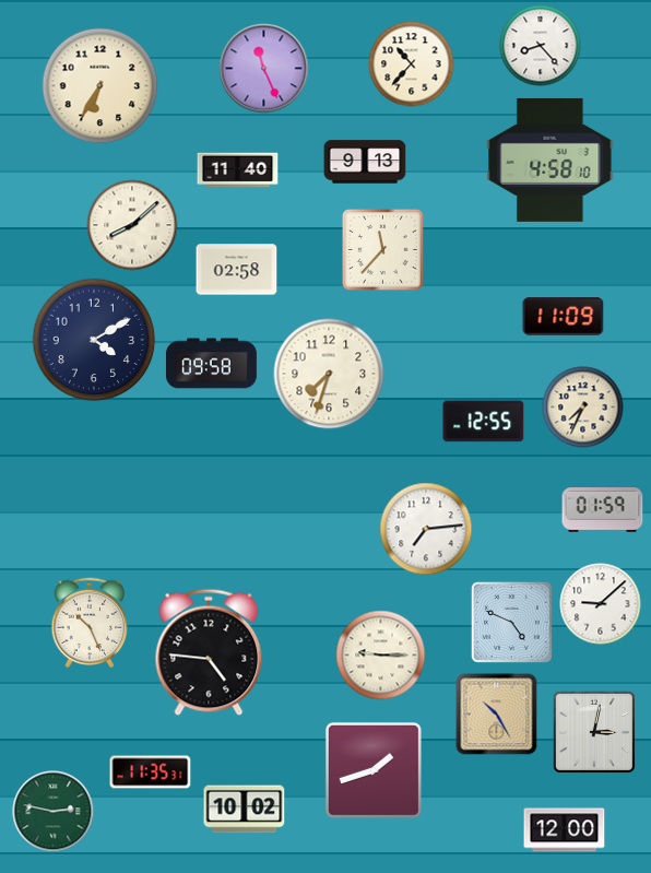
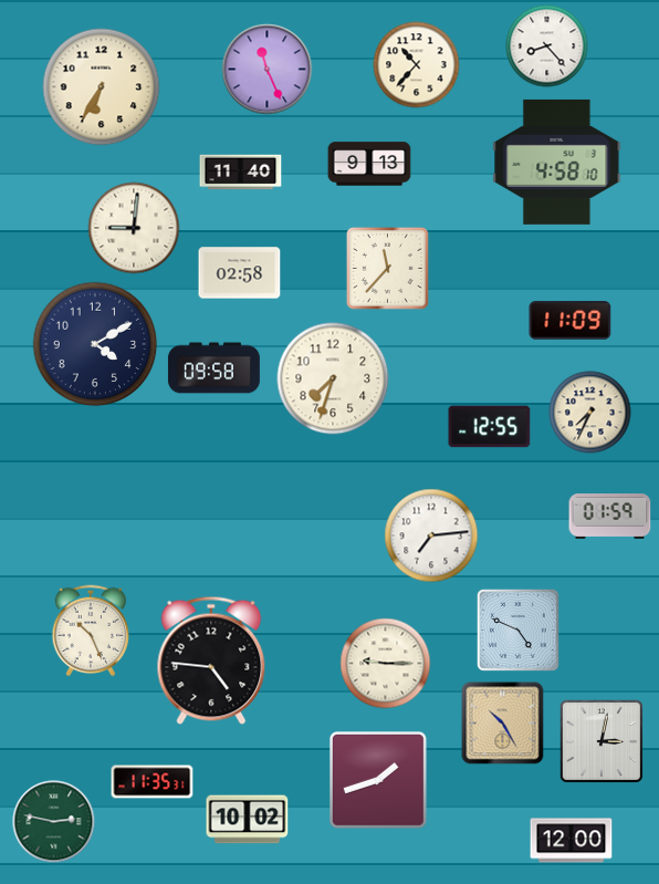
clock at (132, 225): 8:08 -> 9:01
clock at (383, 250) position: (383, 250) -> (388, 269)
clock at (601, 604): 9:08 -> none
